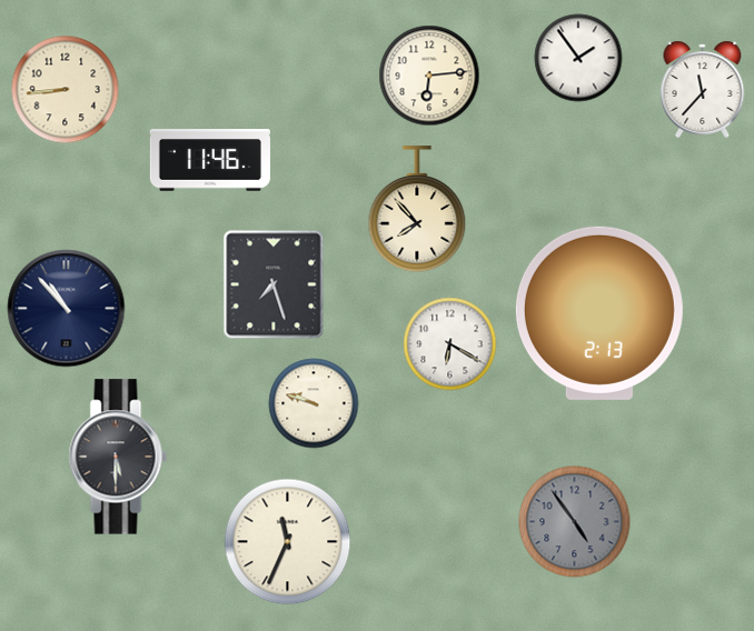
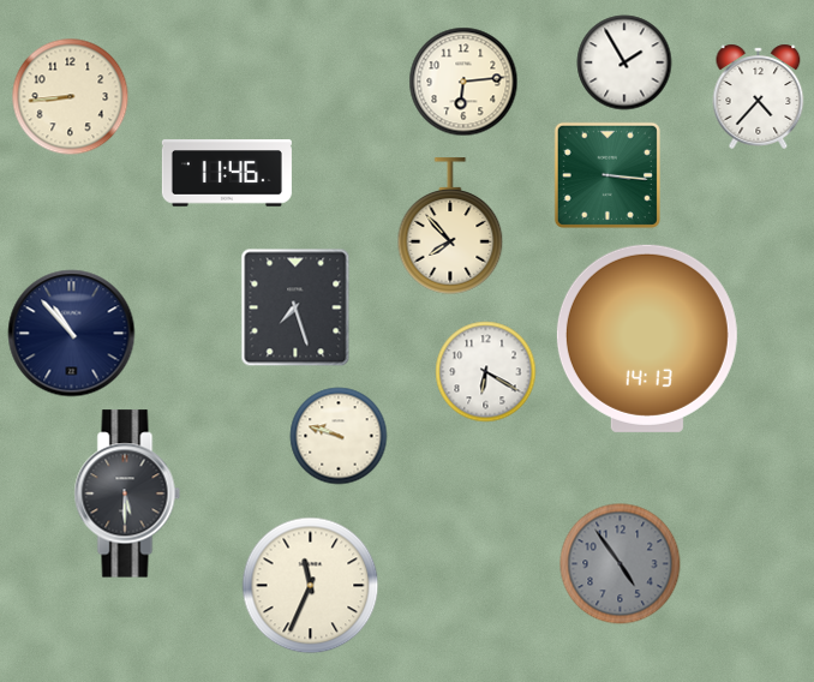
clock at (578, 58): 1:54 -> 1:55
clock at (703, 89): 11:37 -> 4:37
clock at (607, 175): none -> 3:16
clock at (599, 313): 2:13 -> 14:13
